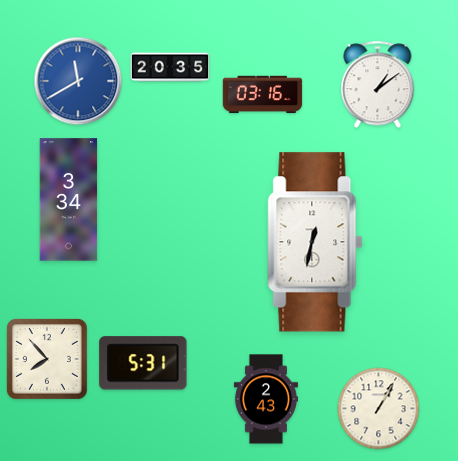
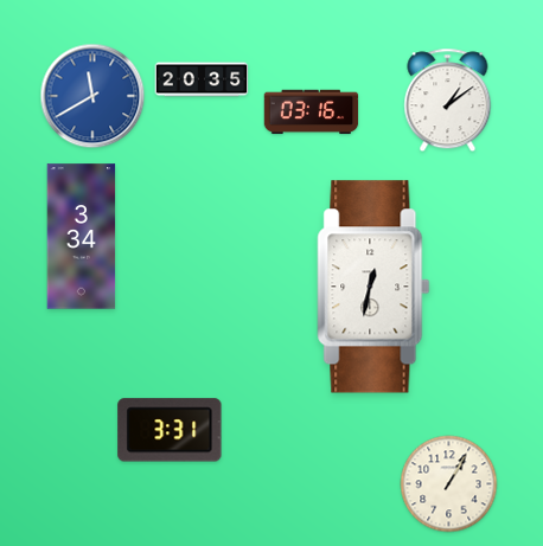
clock at (47, 359): 7:53 -> none
clock at (143, 363): 5:31 -> 3:31
clock at (266, 399): 2:43 -> none
